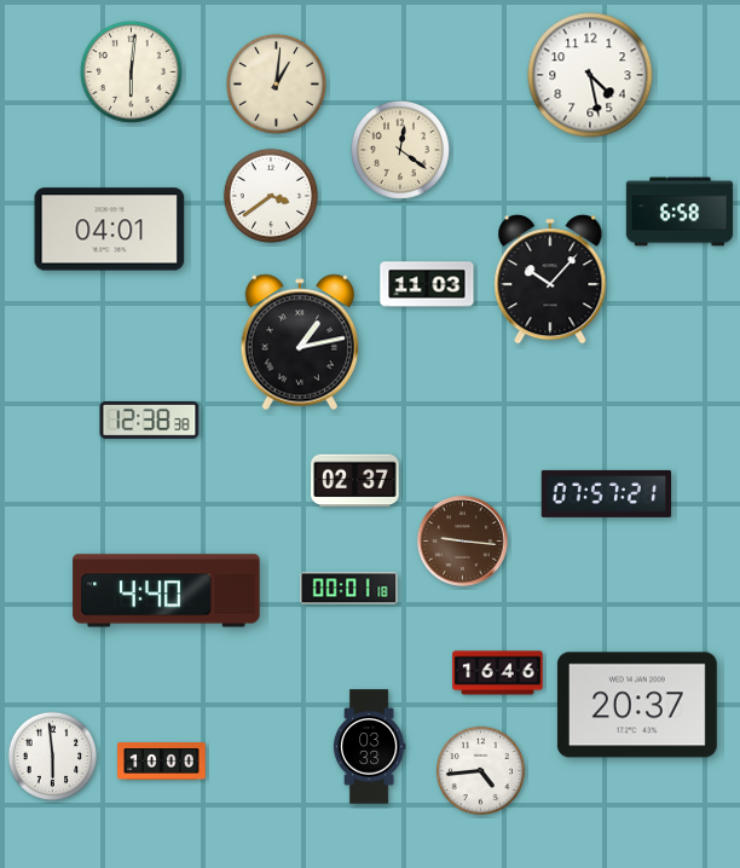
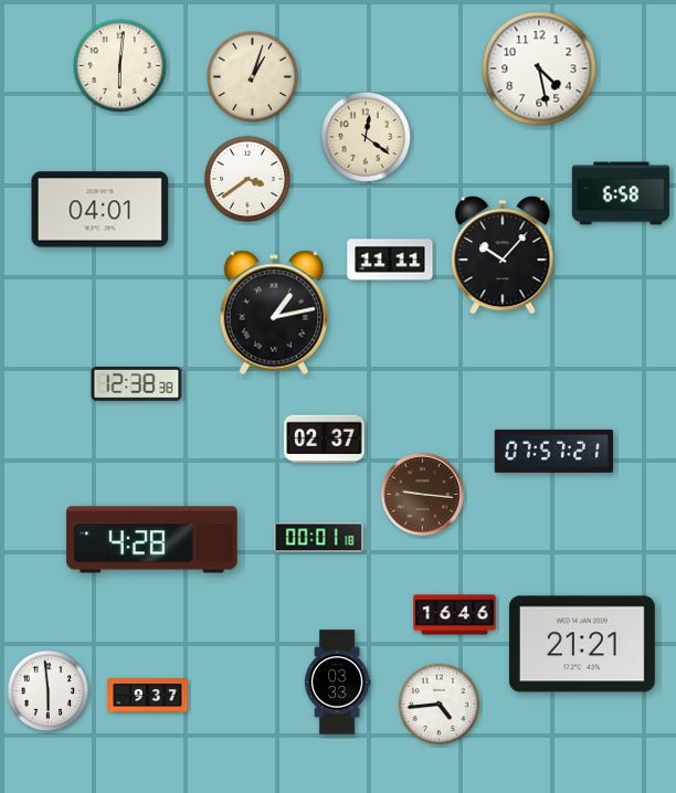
clock at (276, 83): 1:01 -> 1:03
clock at (427, 284): 11:03 -> 11:11
clock at (167, 591): 4:40 -> 4:28
clock at (637, 705): 20:37 -> 21:21
clock at (162, 762): 10:00 -> 9:37
